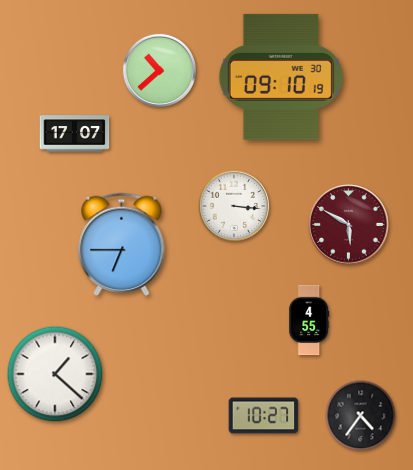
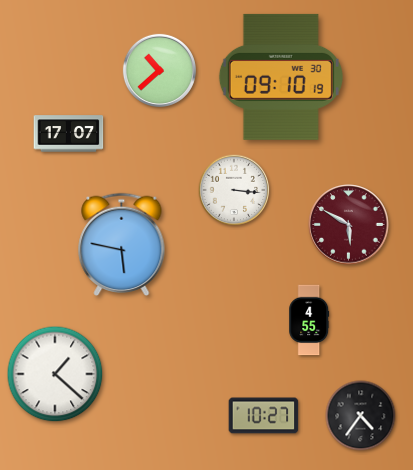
clock at (75, 134) position: (75, 134) -> (69, 134)
clock at (234, 206) position: (234, 206) -> (234, 190)
clock at (122, 245): 6:45 -> 5:47
